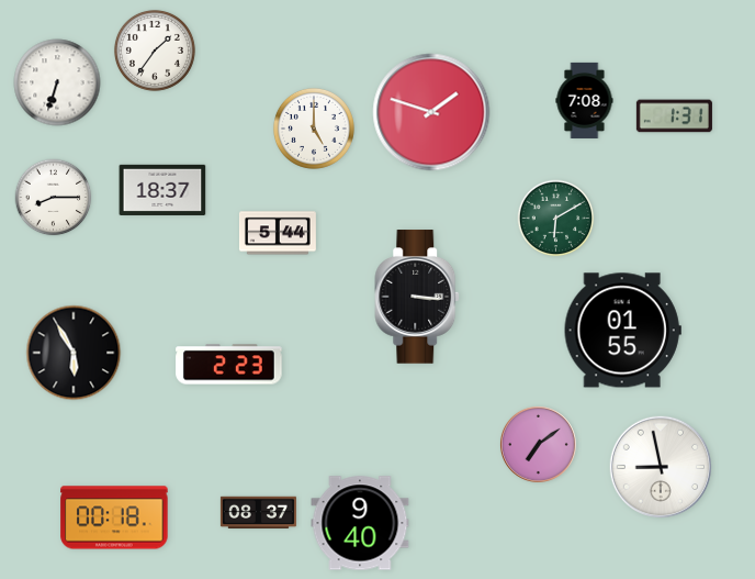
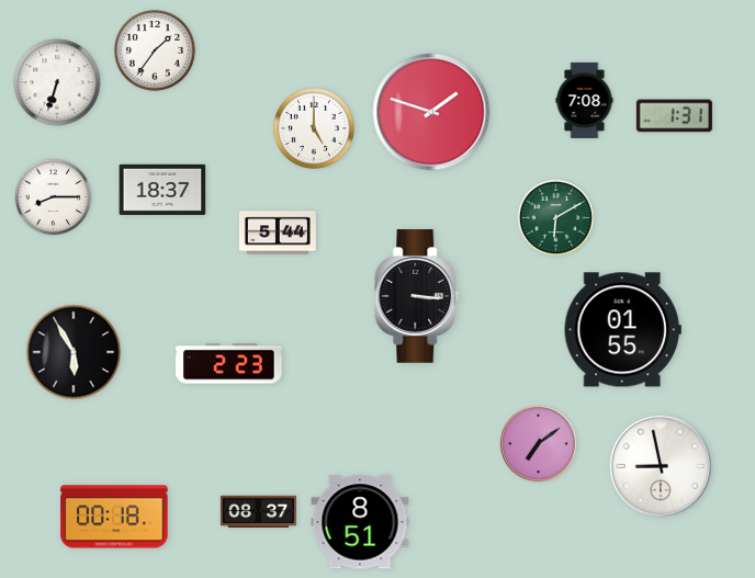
clock at (360, 523): 9:40 -> 8:51
